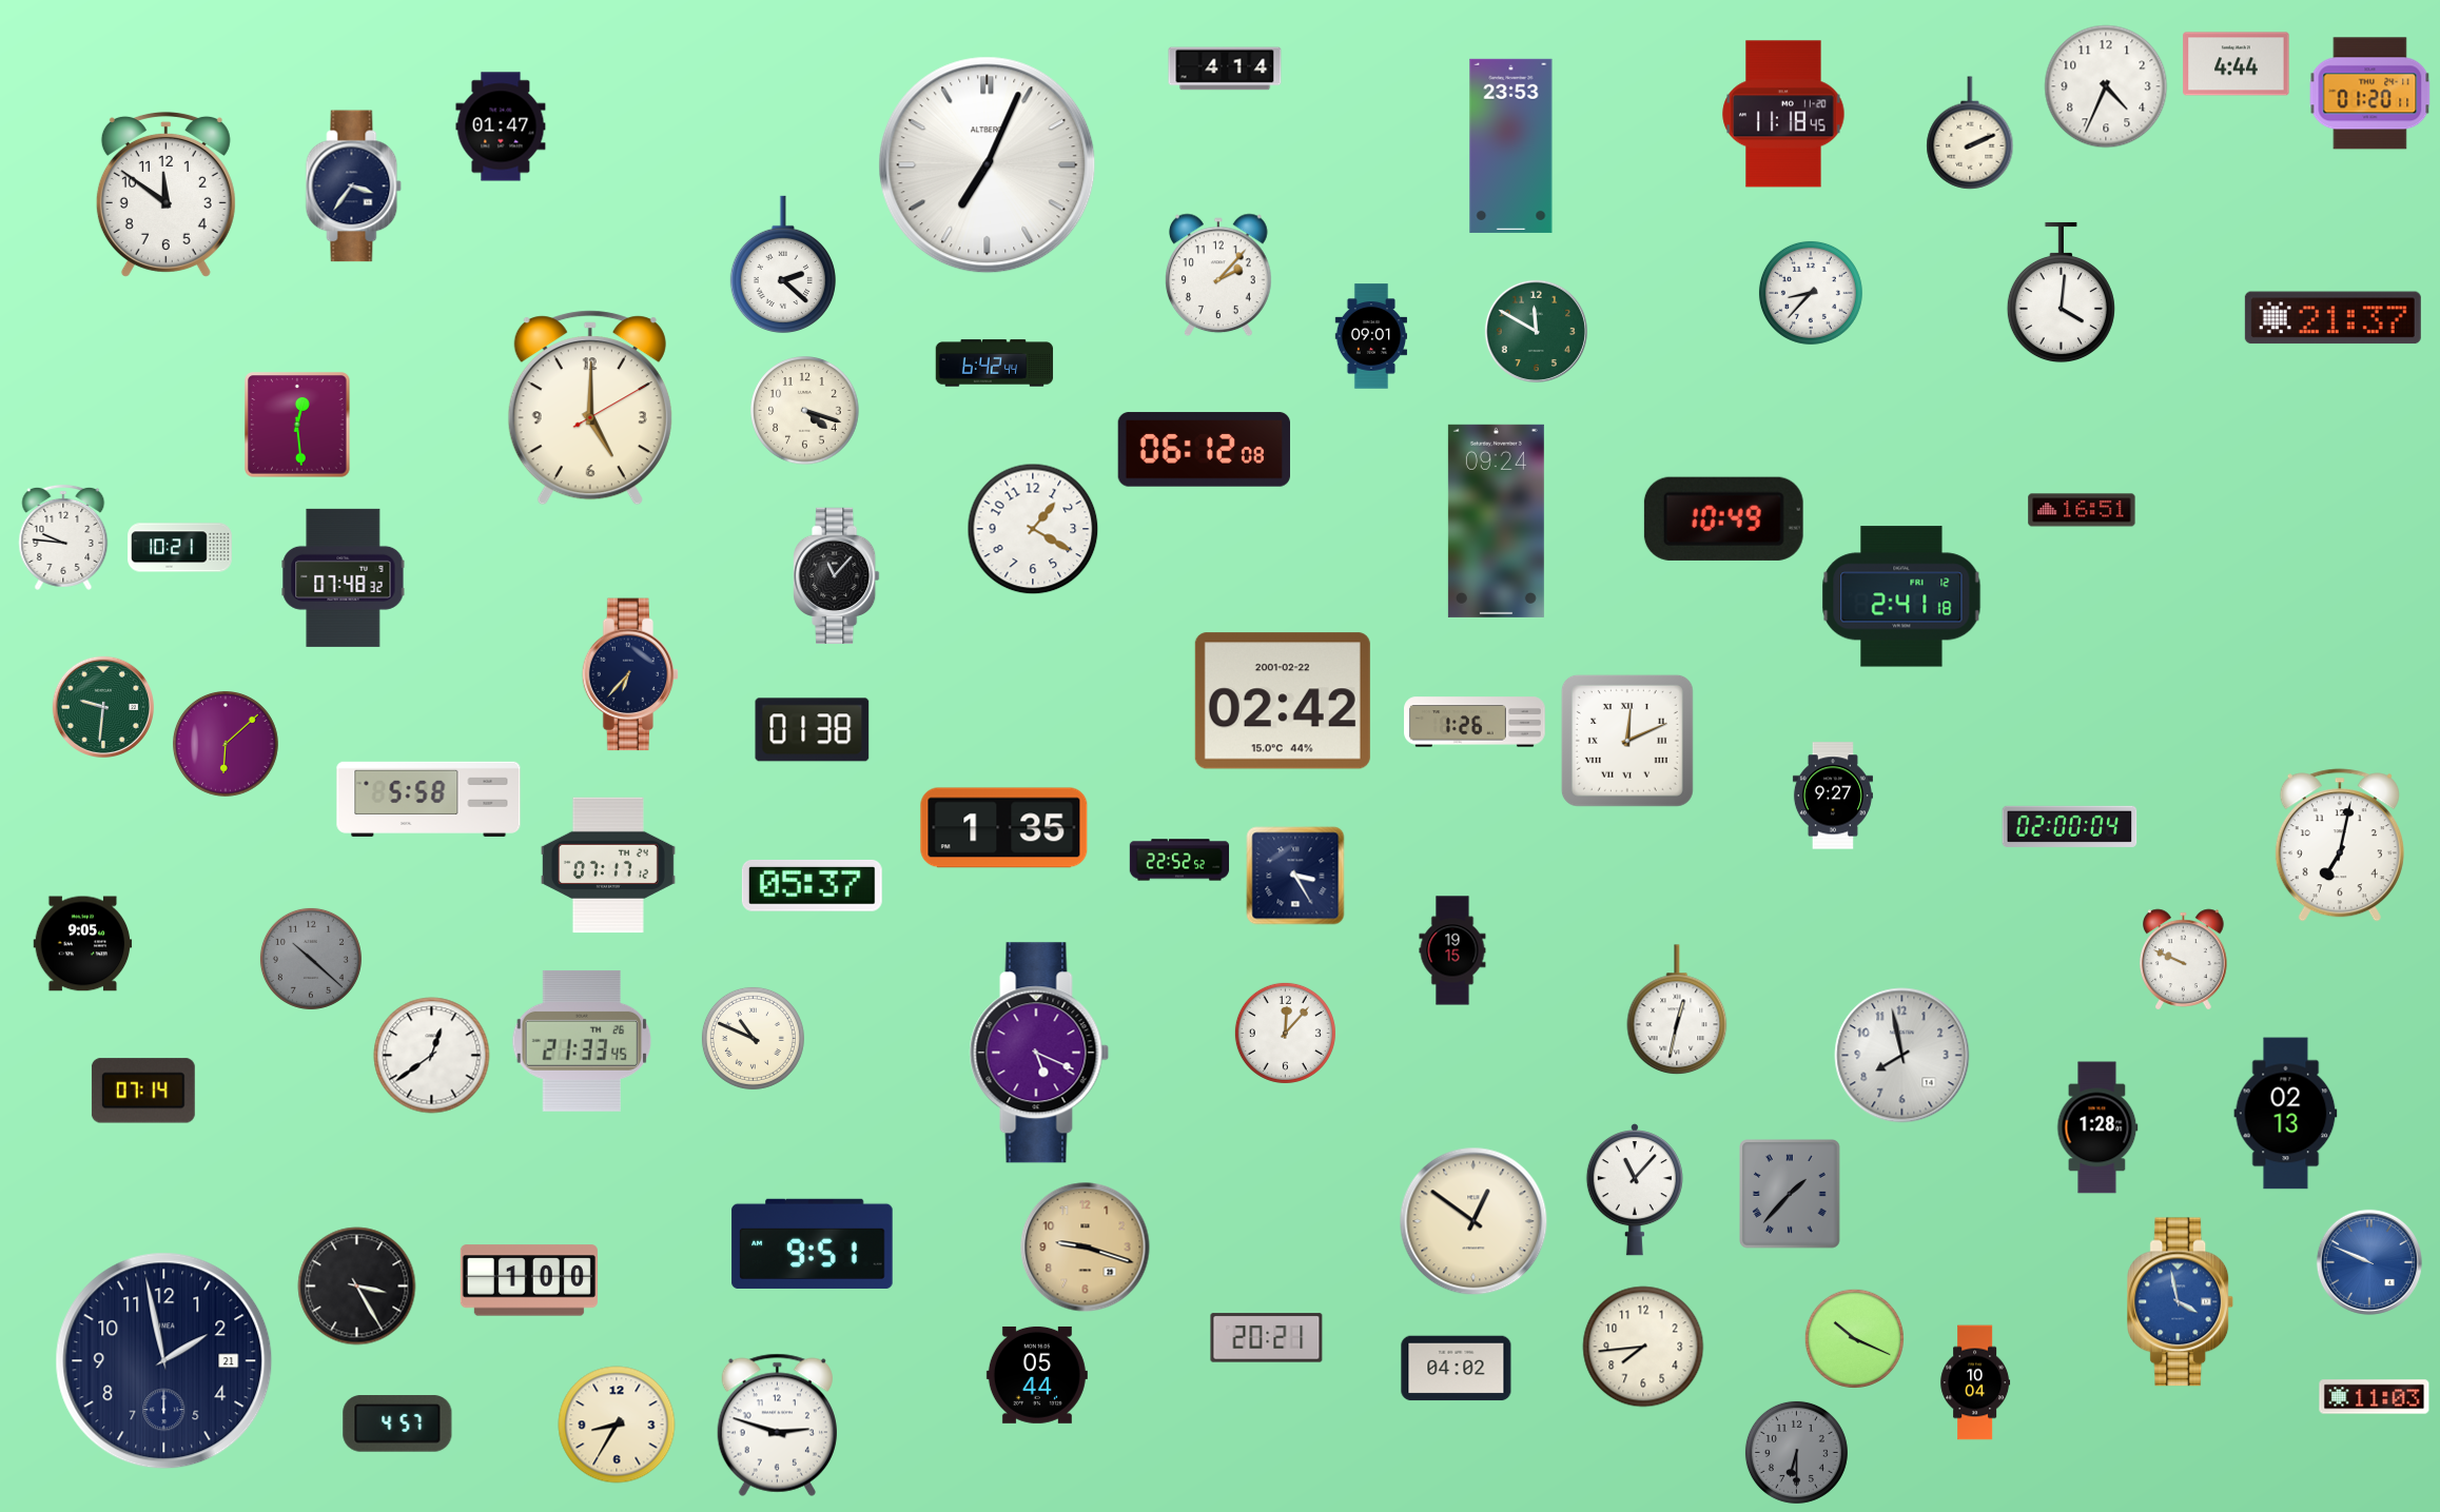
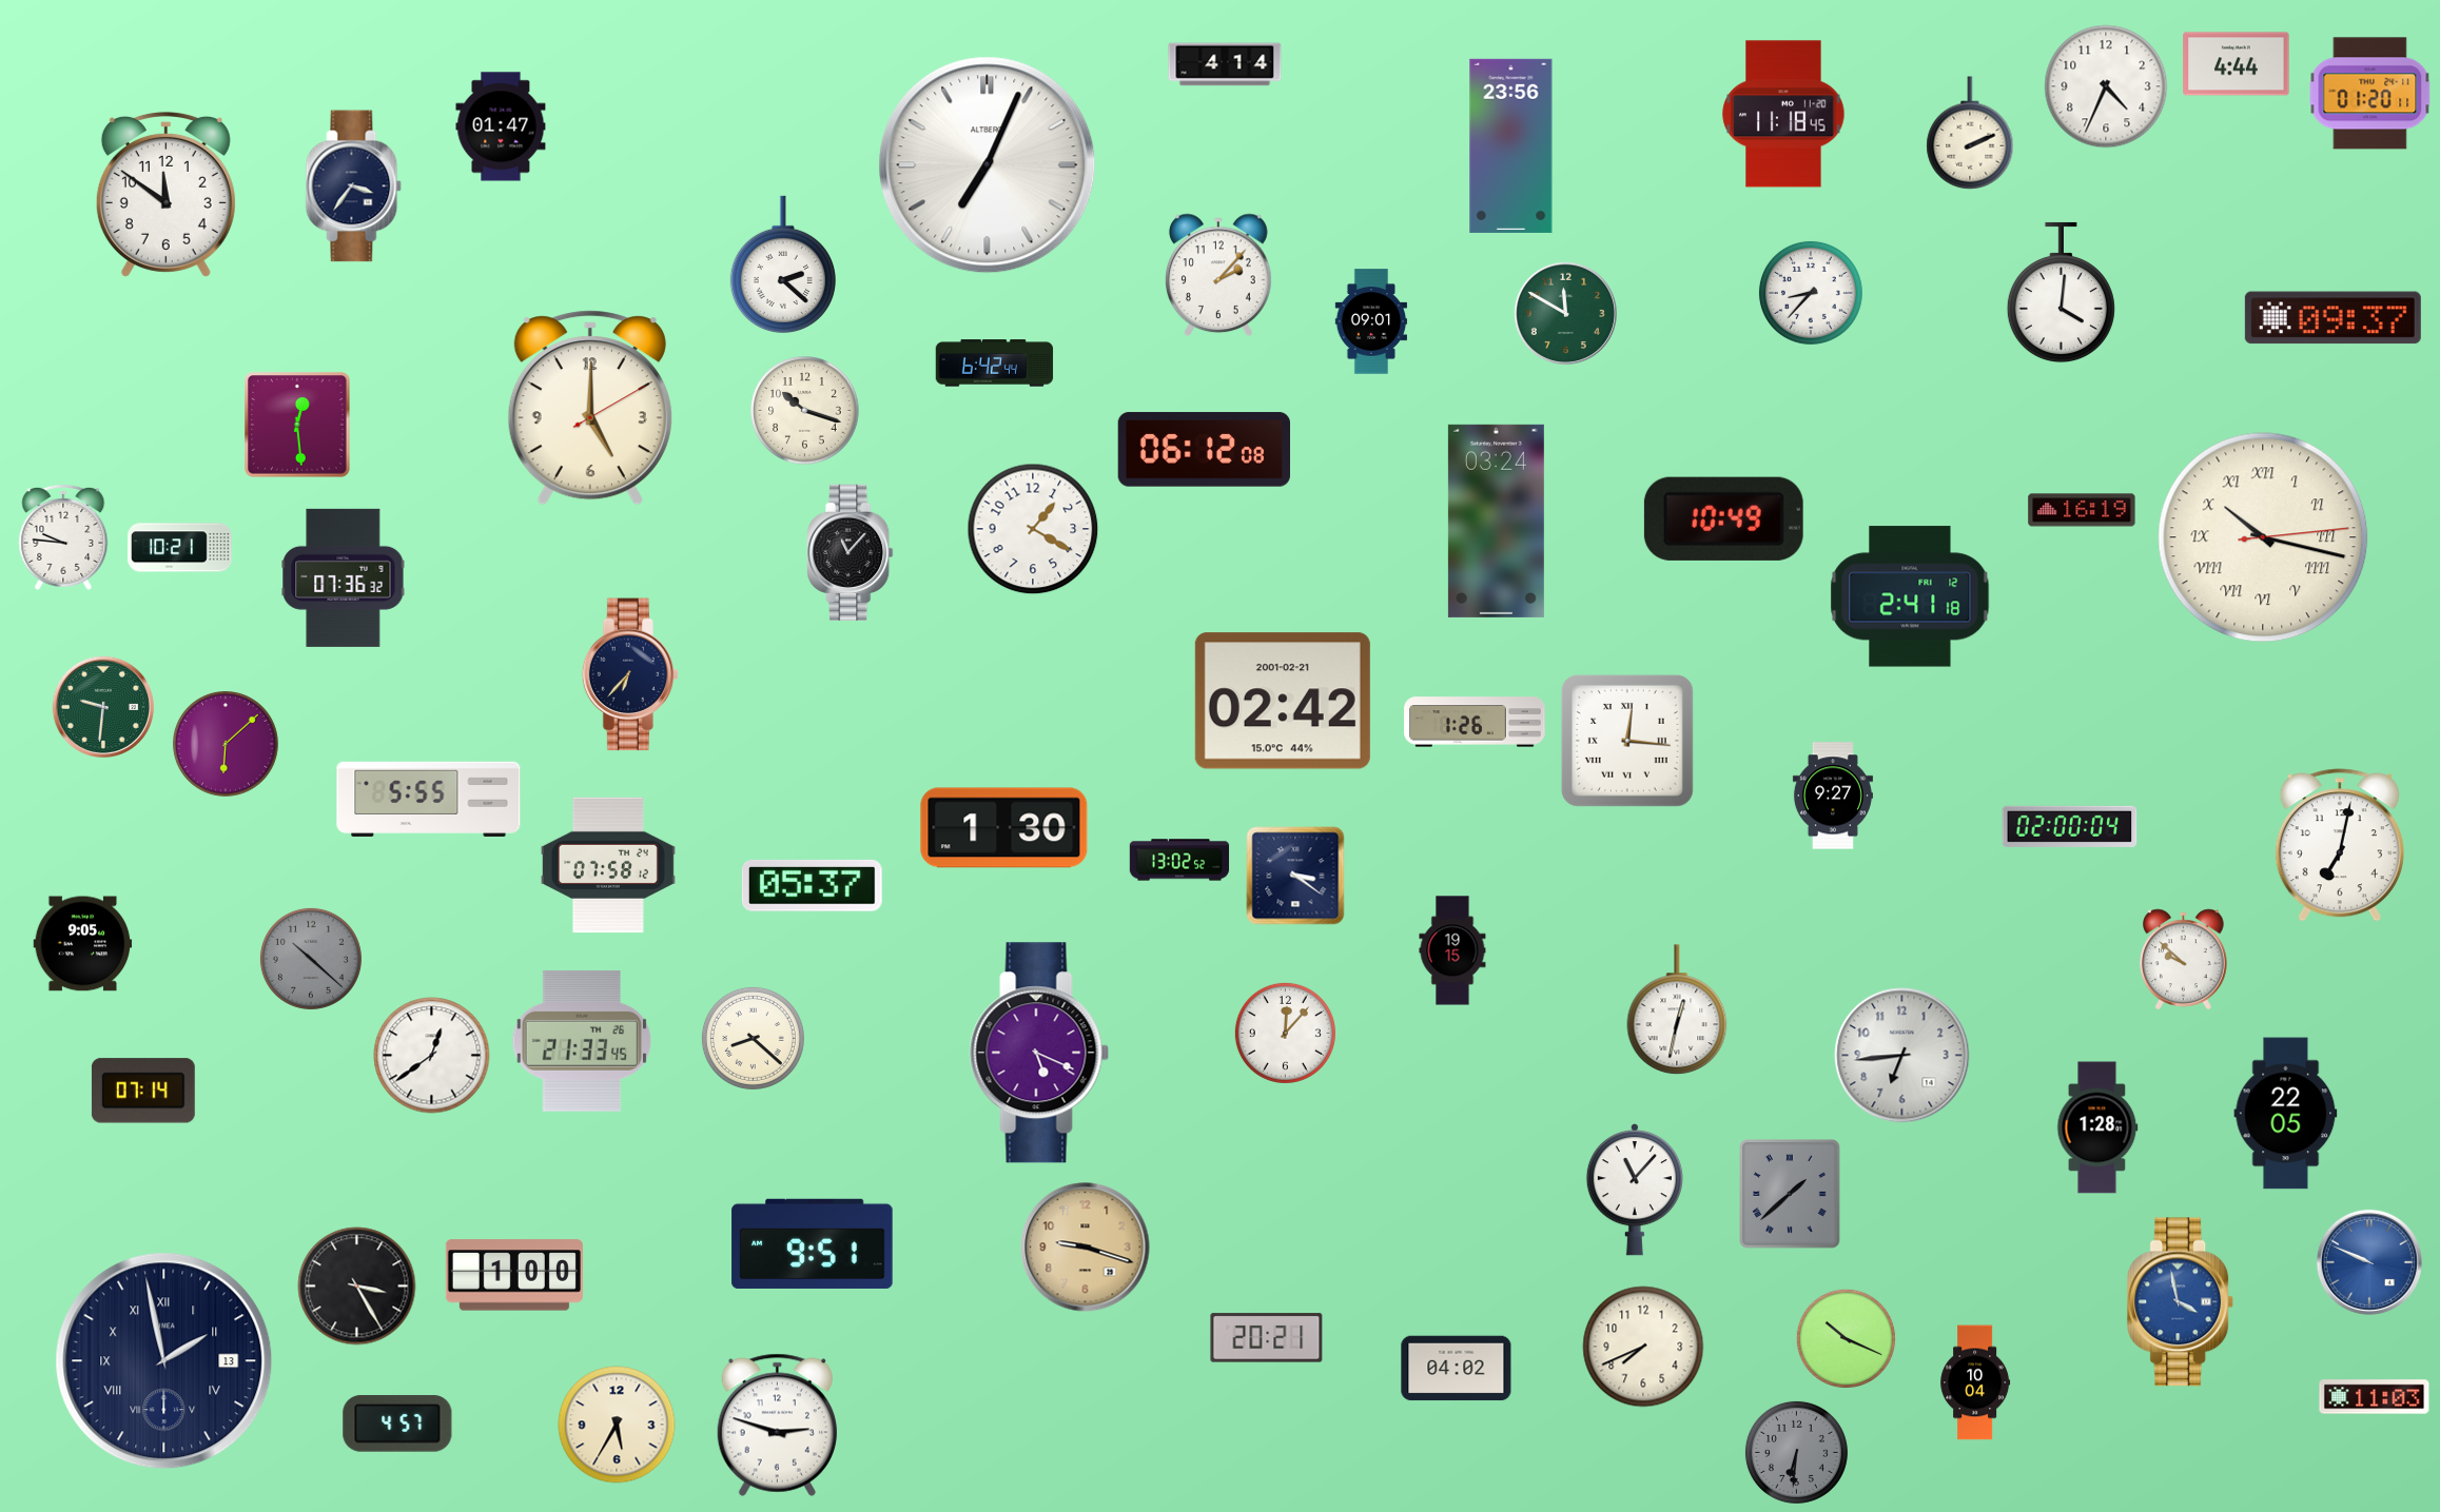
clock at (1225, 68) position: (1225, 68) -> (1225, 64)
clock at (1511, 145): 23:53 -> 23:56
clock at (2332, 318): 21:37 -> 09:37
clock at (1536, 331) position: (1536, 331) -> (1565, 313)
clock at (1370, 336) position: (1370, 336) -> (1370, 321)
clock at (805, 411): 4:18 -> 10:18
clock at (2082, 510): 16:51 -> 16:19
clock at (1496, 521): 09:24 -> 03:24
clock at (2263, 537): none -> 10:17
clock at (837, 575) position: (837, 575) -> (851, 552)
clock at (344, 577): 07:48 -> 07:36
clock at (1901, 596) position: (1901, 596) -> (1910, 596)
clock at (1283, 701) date: 2001-02-22 -> 2001-02-21
clock at (813, 730): 01:38 -> none
clock at (1627, 741): 12:11 -> 12:16
clock at (429, 799): 5:58 -> 5:55
clock at (1004, 828): 1:35 -> 1:30
clock at (1179, 860): 22:52 -> 13:02
clock at (608, 865): 07:17 -> 07:58
clock at (1295, 876): 3:25 -> 3:21
clock at (2184, 960): 9:49 -> 9:52
clock at (753, 1038): 10:49 -> 8:22
clock at (1902, 1056): 7:58 -> 6:44
clock at (2286, 1114): 02:13 -> 22:05
clock at (1791, 1194): 1:37 -> 1:38
clock at (1473, 1221): 12:51 -> none
clock at (529, 1280) position: (529, 1280) -> (514, 1275)
clock at (1854, 1338) position: (1854, 1338) -> (1846, 1338)
clock at (1643, 1347): 7:44 -> 7:41
clock at (164, 1361) date: 21 -> 13
clock at (164, 1361) numerals: Arabic -> Roman
clock at (1037, 1375): 05:44 -> none
clock at (617, 1425): 8:35 -> 5:35
clock at (1796, 1452): 6:30 -> 6:31
